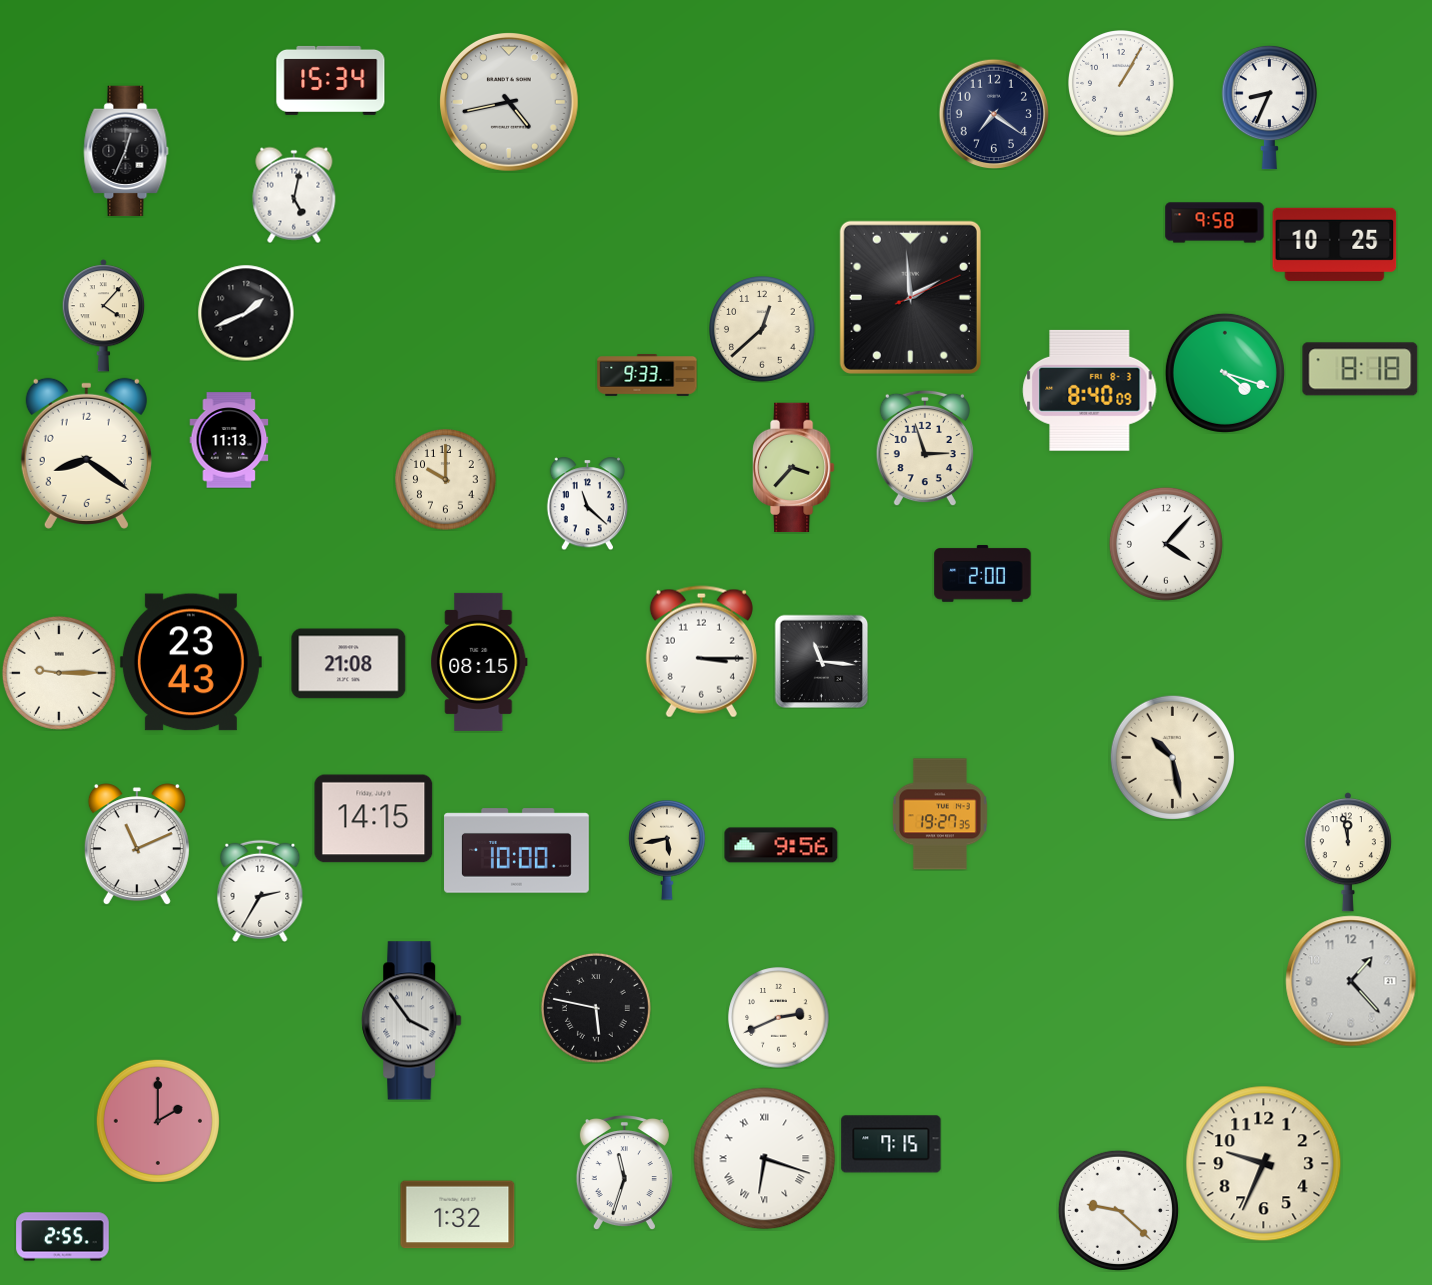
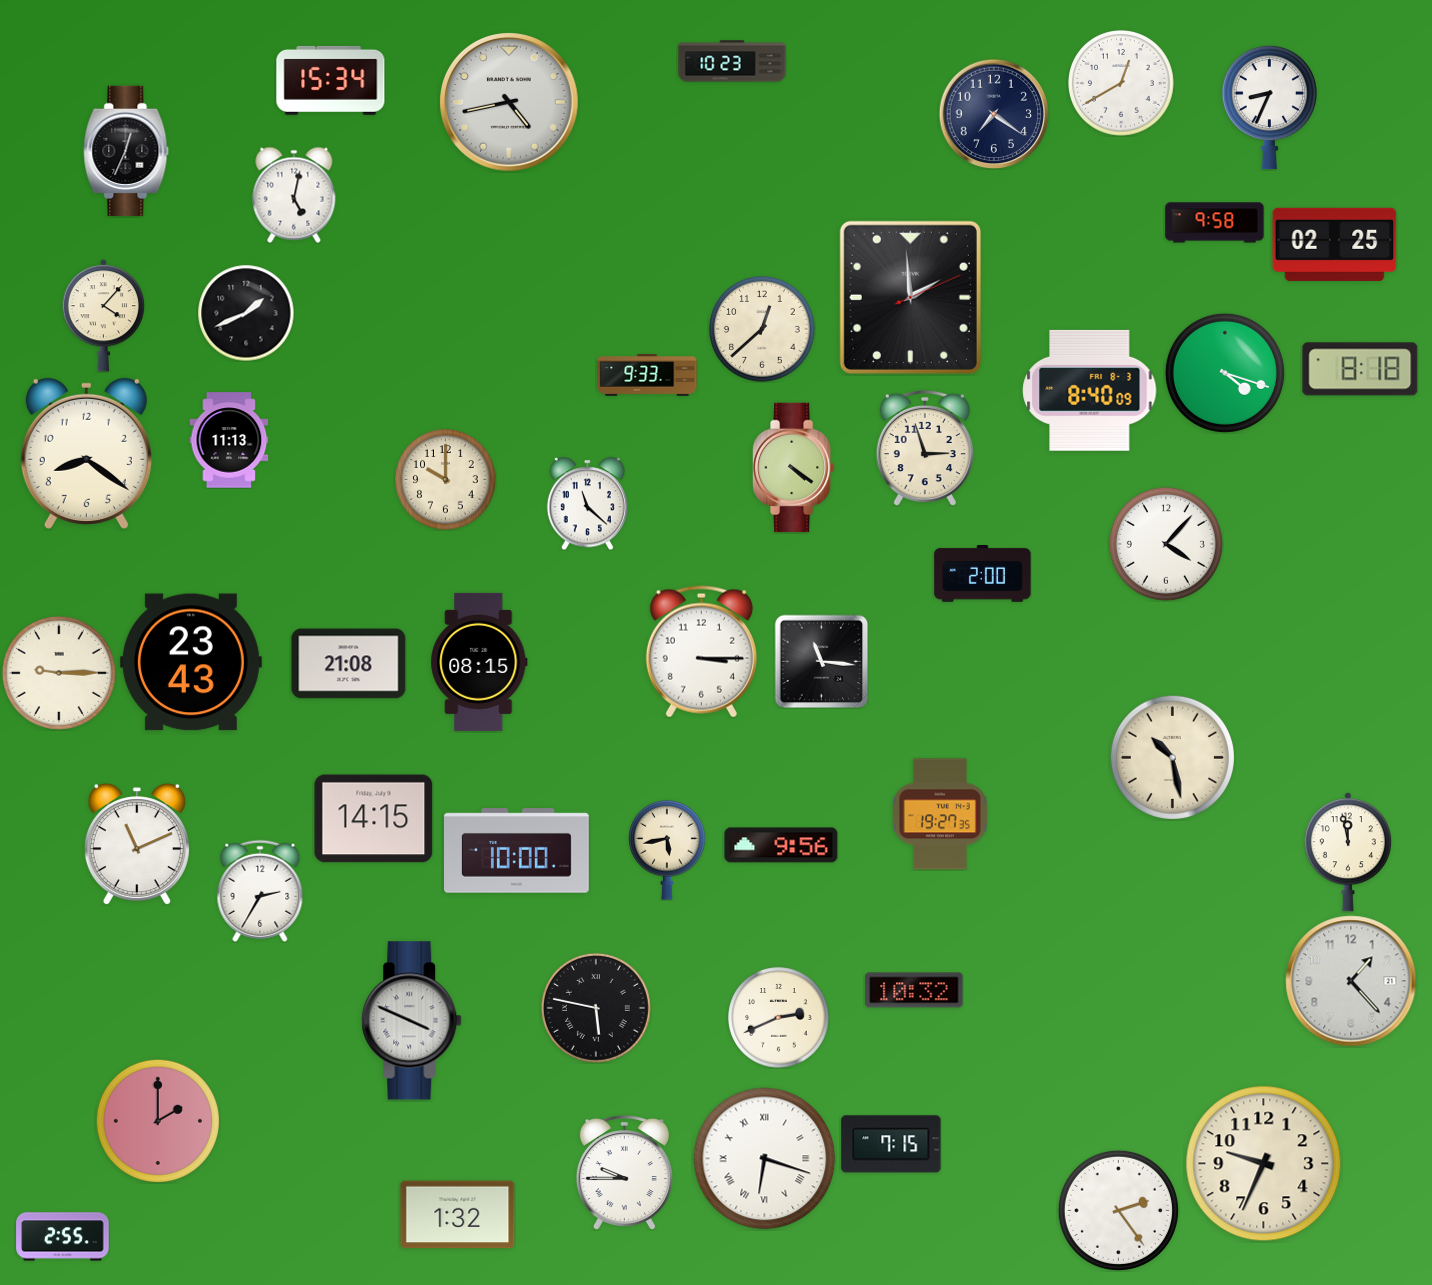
clock at (732, 61): none -> 10:23
clock at (1122, 84): 1:05 -> 12:40
clock at (1335, 244): 10:25 -> 02:25
clock at (794, 468): 3:37 -> 4:21
clock at (914, 990): none -> 10:32
clock at (412, 1021): 3:54 -> 3:49
clock at (624, 1173): 11:33 -> 9:45
clock at (1118, 1210): 9:22 -> 2:24
